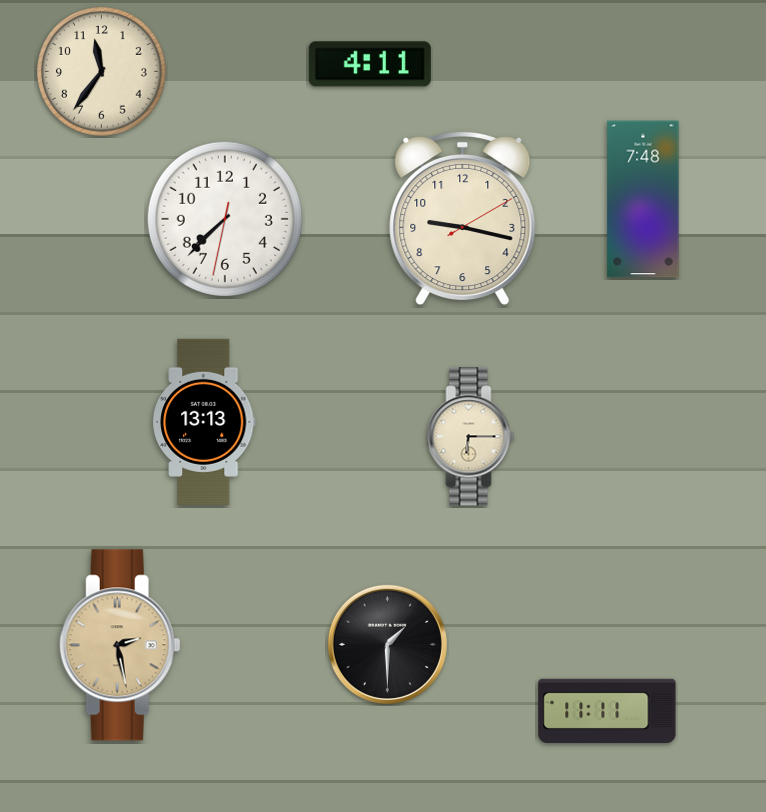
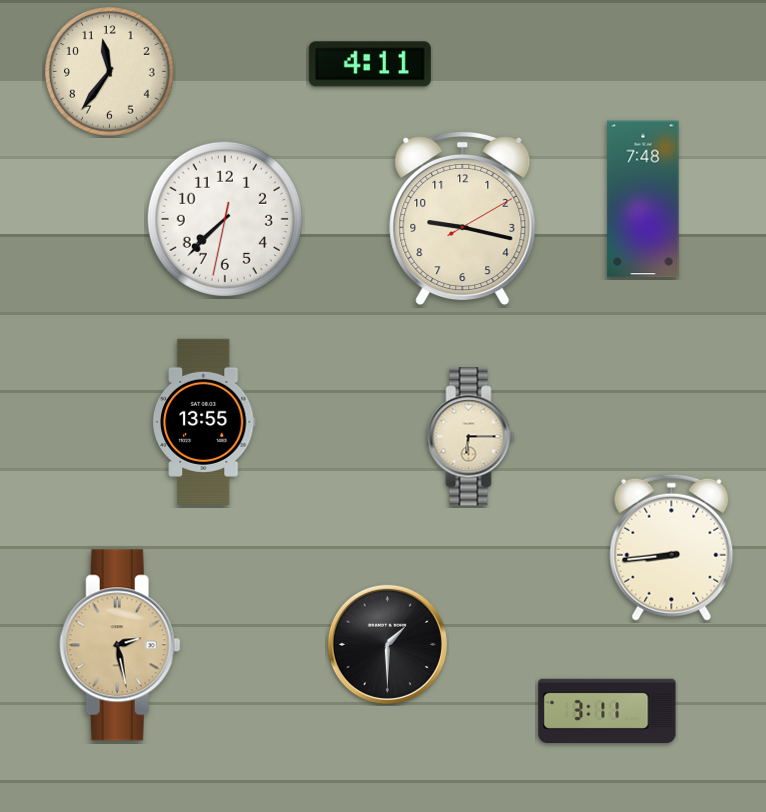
clock at (102, 72) position: (102, 72) -> (110, 72)
clock at (204, 422): 13:13 -> 13:55
clock at (672, 547): none -> 8:44
clock at (607, 710): 11:11 -> 3:11
